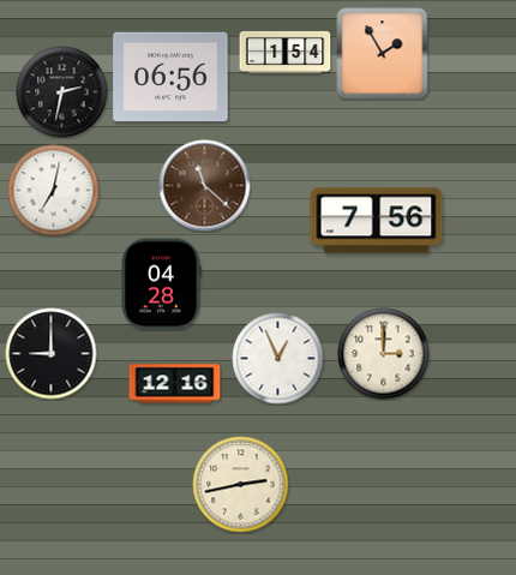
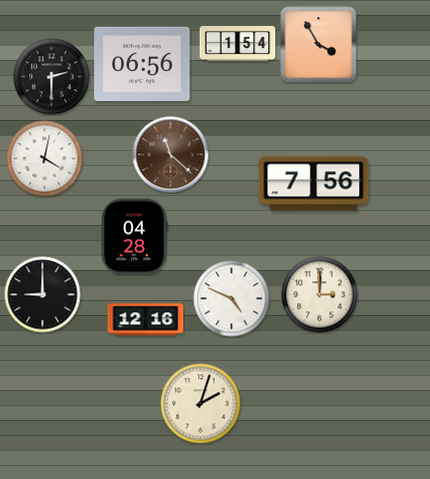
clock at (383, 54): 1:55 -> 3:55
clock at (62, 92): 2:32 -> 2:30
clock at (54, 191): 7:02 -> 4:02
clock at (278, 359): 12:56 -> 4:49
clock at (241, 485): 2:43 -> 2:03
